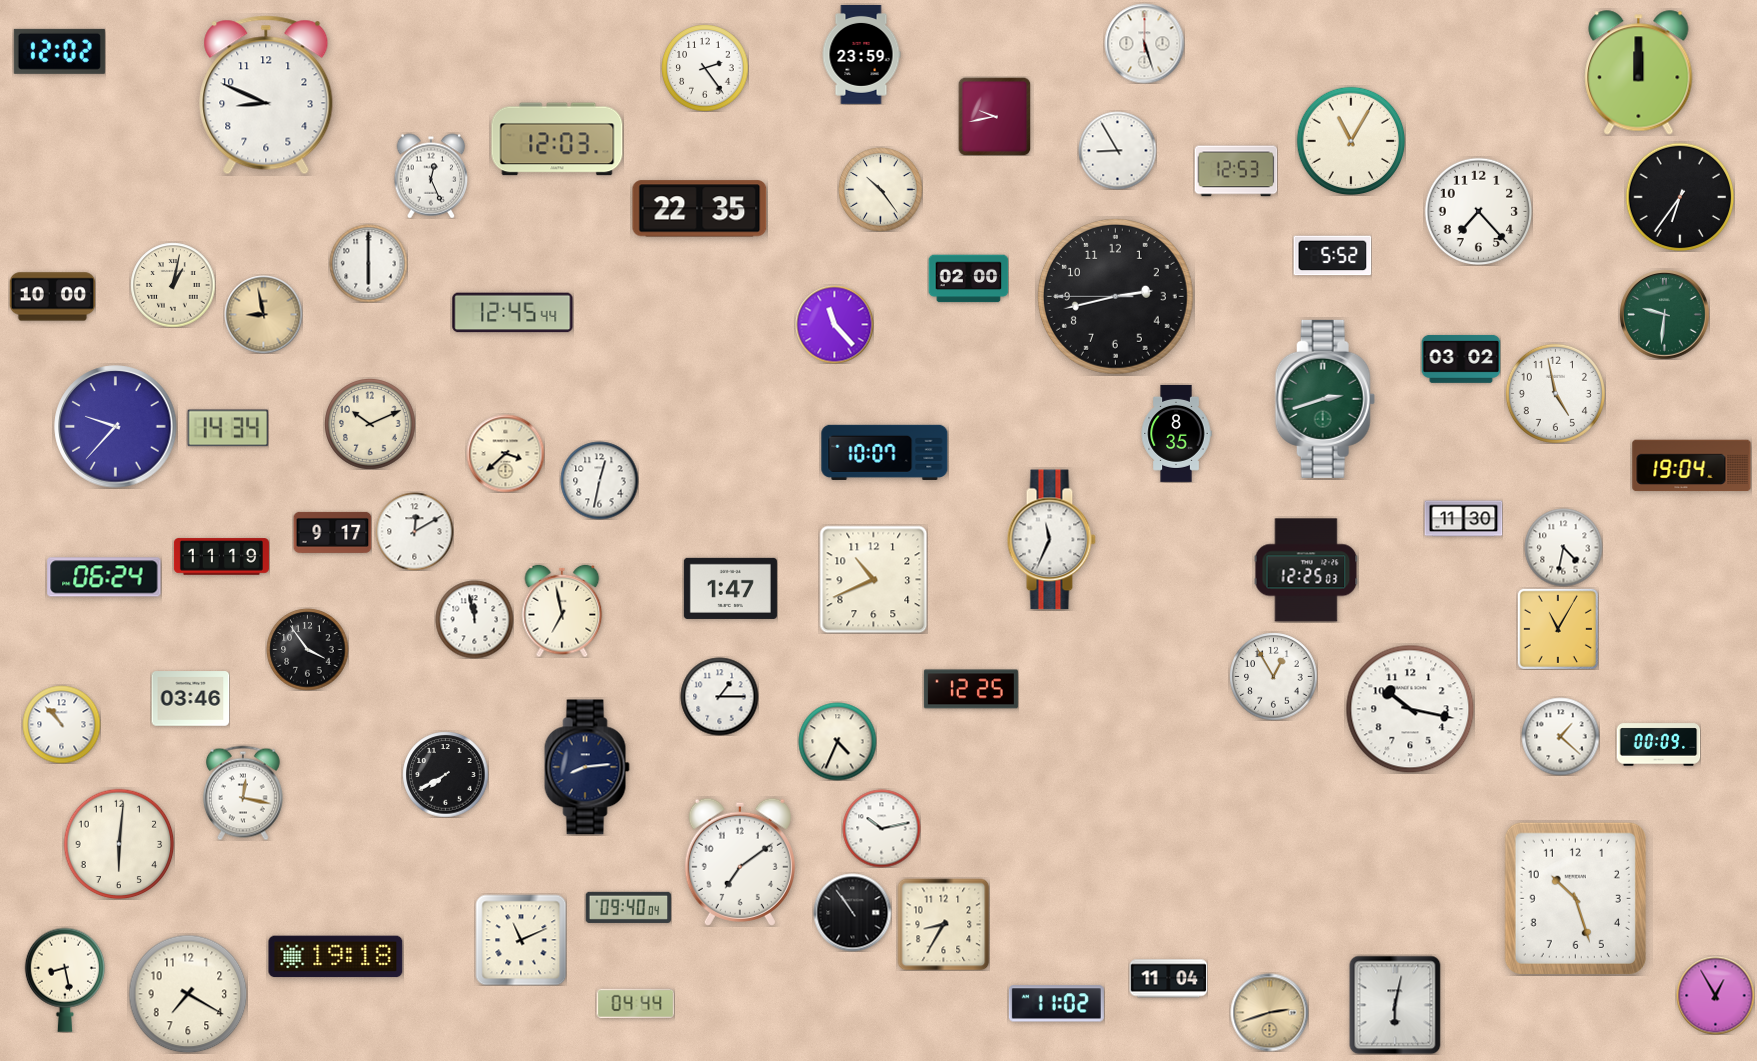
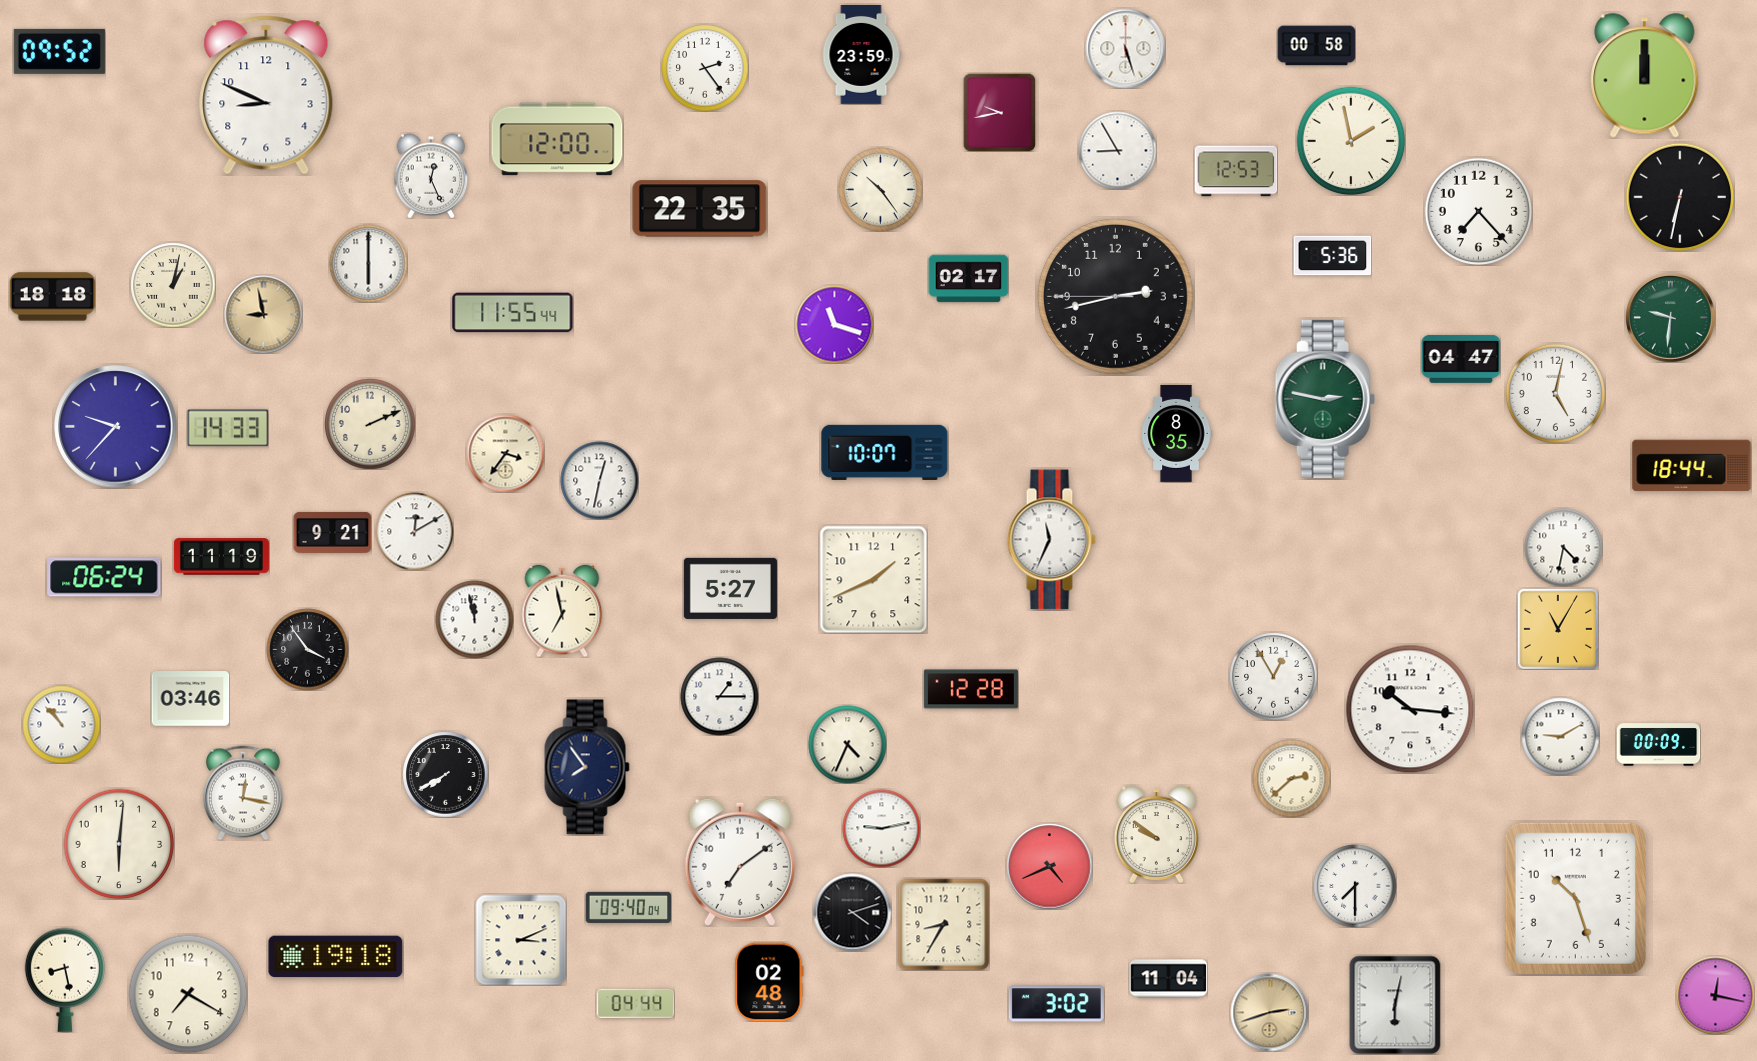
clock at (1144, 43) position: (1144, 43) -> (1125, 48)
clock at (1316, 46): none -> 00:58
clock at (59, 51): 12:02 -> 09:52
clock at (1639, 73) position: (1639, 73) -> (1645, 76)
clock at (995, 116) position: (995, 116) -> (1000, 112)
clock at (557, 139): 12:03 -> 12:00
clock at (1351, 141): 11:05 -> 1:58
clock at (1680, 197): 6:36 -> 6:32
clock at (1332, 256): 5:52 -> 5:36
clock at (968, 279): 02:00 -> 02:17
clock at (52, 297): 10:00 -> 18:18
clock at (513, 313): 12:45 -> 11:55
clock at (1664, 314) position: (1664, 314) -> (1670, 317)
clock at (834, 324): 11:23 -> 11:18
clock at (1461, 359): 03:02 -> 04:47
clock at (1555, 393): 4:58 -> 5:02
clock at (1325, 399): 2:42 -> 2:47
clock at (370, 424): 10:11 -> 2:11
clock at (228, 428): 14:34 -> 14:33
clock at (505, 453): 3:38 -> 3:36
clock at (1692, 466): 19:04 -> 18:44
clock at (1463, 519): 11:30 -> none
clock at (332, 532): 9:17 -> 9:21
clock at (1306, 570): 12:25 -> none
clock at (873, 579): 10:41 -> 1:41
clock at (730, 588): 1:47 -> 5:27
clock at (971, 689): 12:25 -> 12:28
clock at (1410, 709): 10:17 -> 10:16
clock at (1560, 736): 1:22 -> 9:10
clock at (837, 741) position: (837, 741) -> (847, 744)
clock at (587, 767): 8:14 -> 7:54
clock at (1291, 778): none -> 2:38
clock at (881, 828): 10:13 -> 9:13
clock at (1156, 834): none -> 9:51
clock at (1049, 866): none -> 4:41
clock at (1355, 886): none -> 7:30
clock at (852, 912): 10:54 -> 4:12
clock at (521, 940): 11:11 -> 3:11
clock at (769, 982): none -> 02:48
clock at (1715, 995): 12:55 -> 12:17
clock at (1056, 1004): 11:02 -> 3:02
